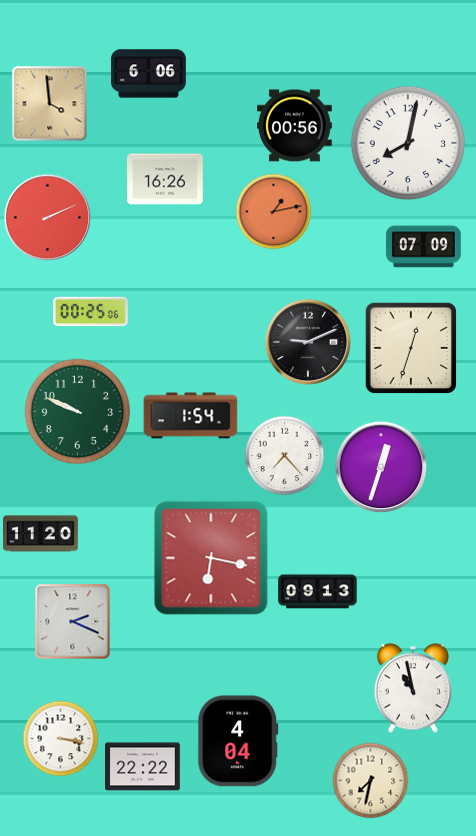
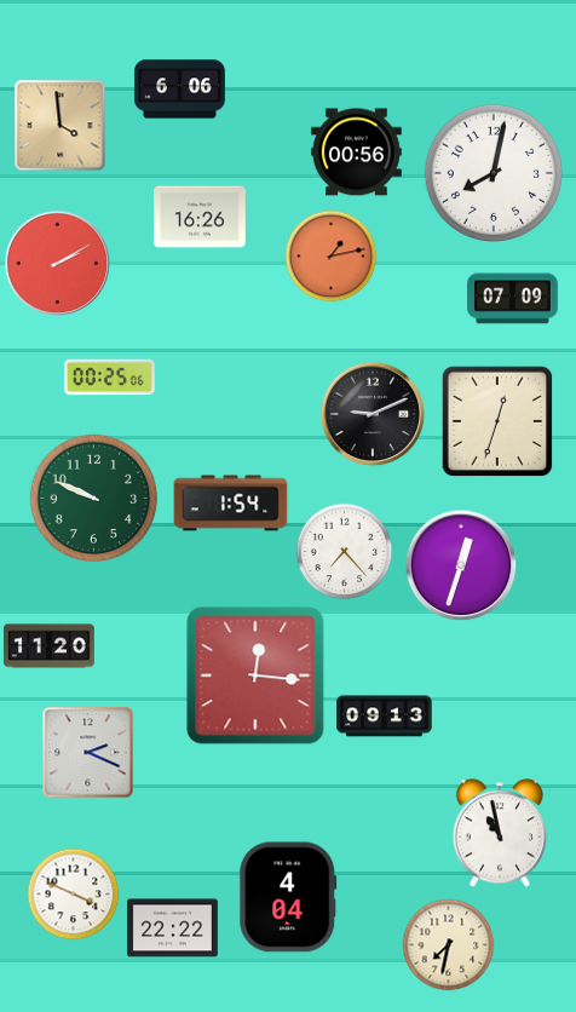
clock at (48, 218): 2:11 -> 2:10
clock at (211, 558): 6:17 -> 12:16
clock at (61, 739): 3:17 -> 3:49
